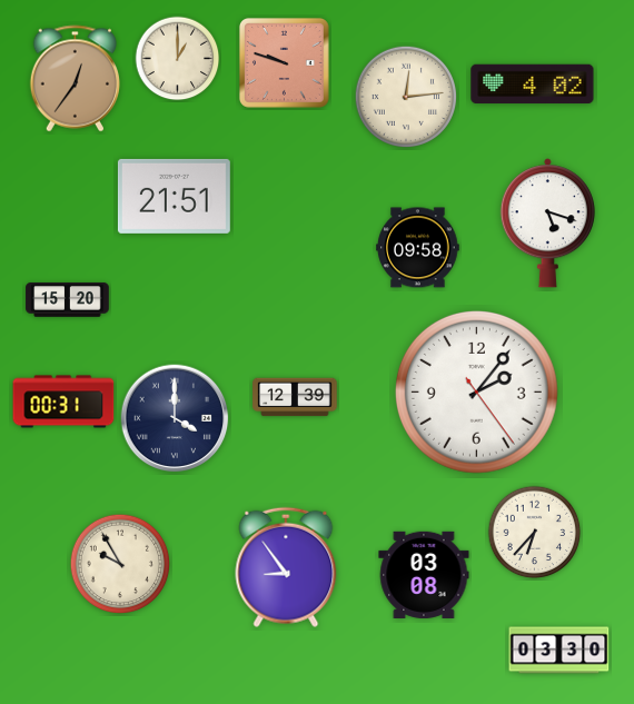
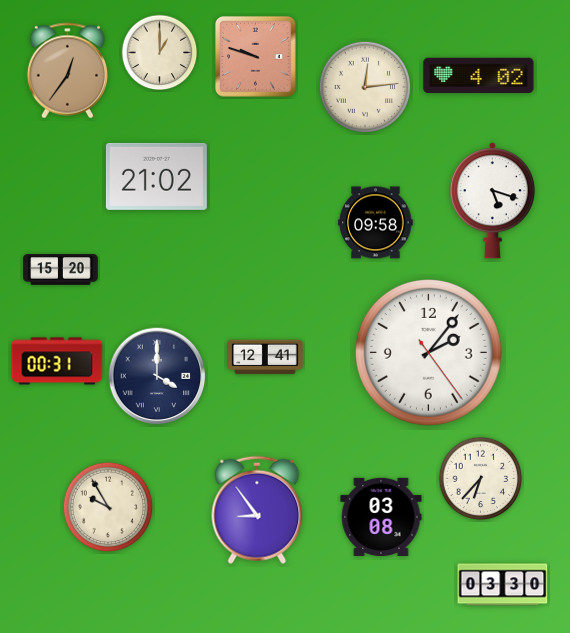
clock at (174, 196): 21:51 -> 21:02
clock at (295, 397): 12:39 -> 12:41
